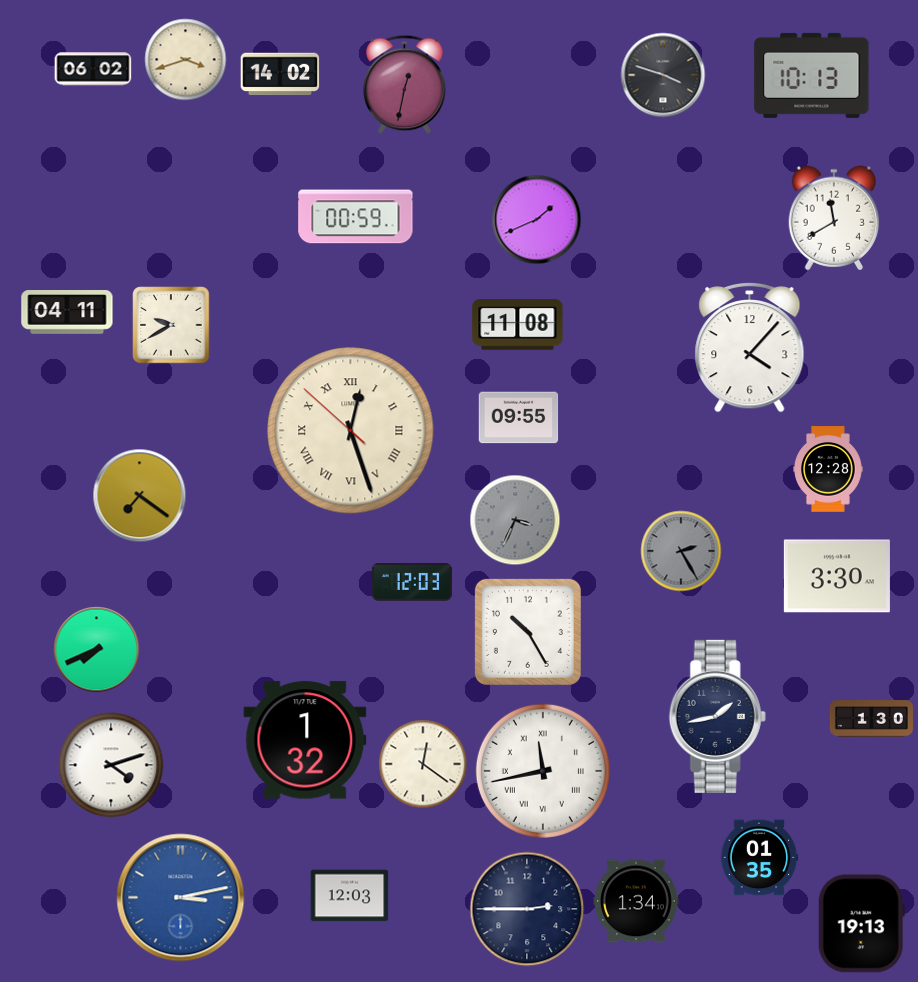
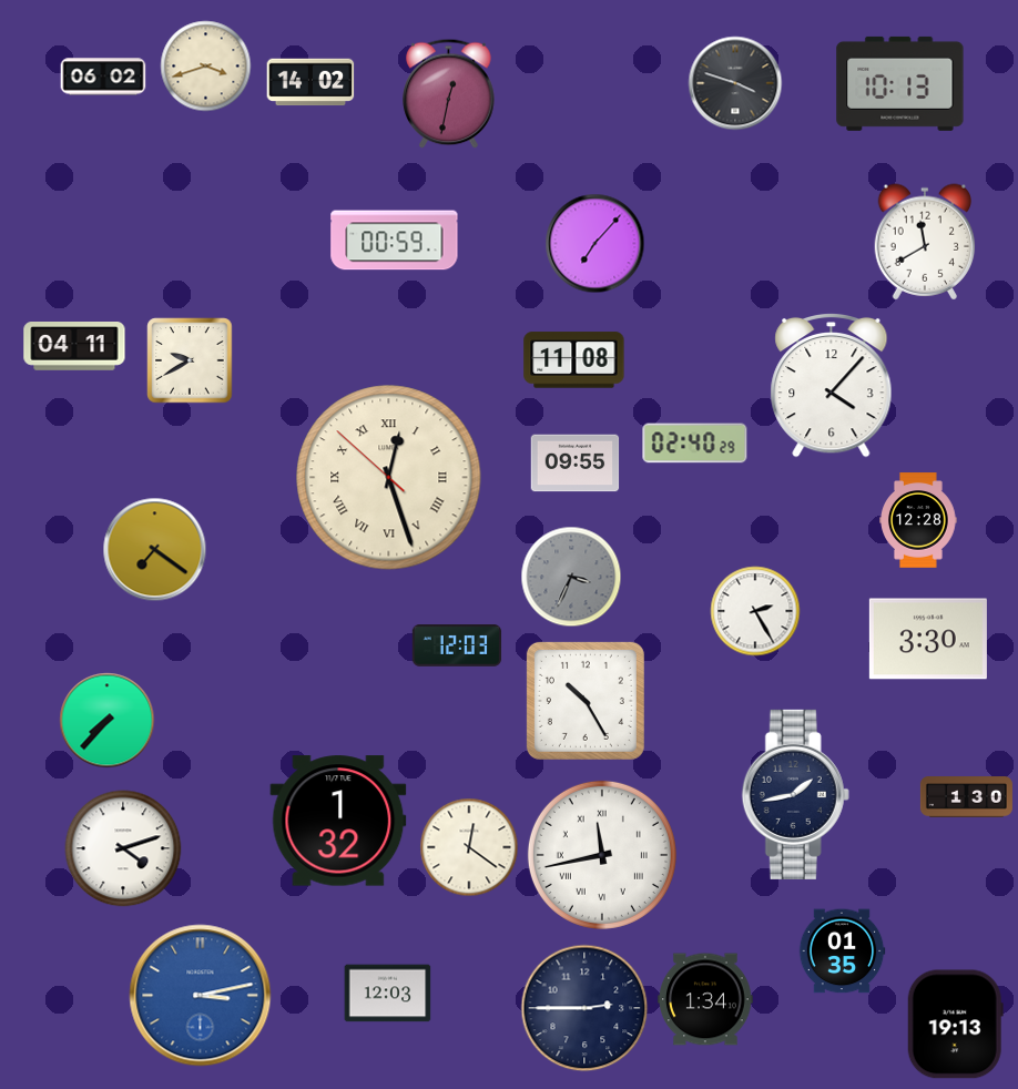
clock at (537, 220): 1:41 -> 7:07
clock at (695, 444): none -> 02:40
clock at (681, 551) dial: grey -> white
clock at (97, 650): 7:41 -> 7:37
